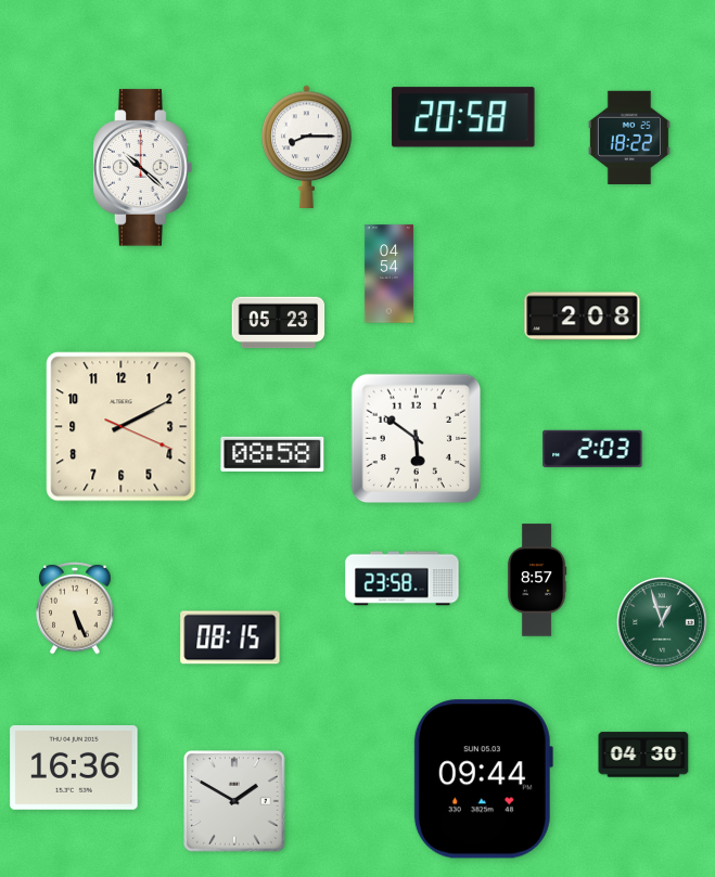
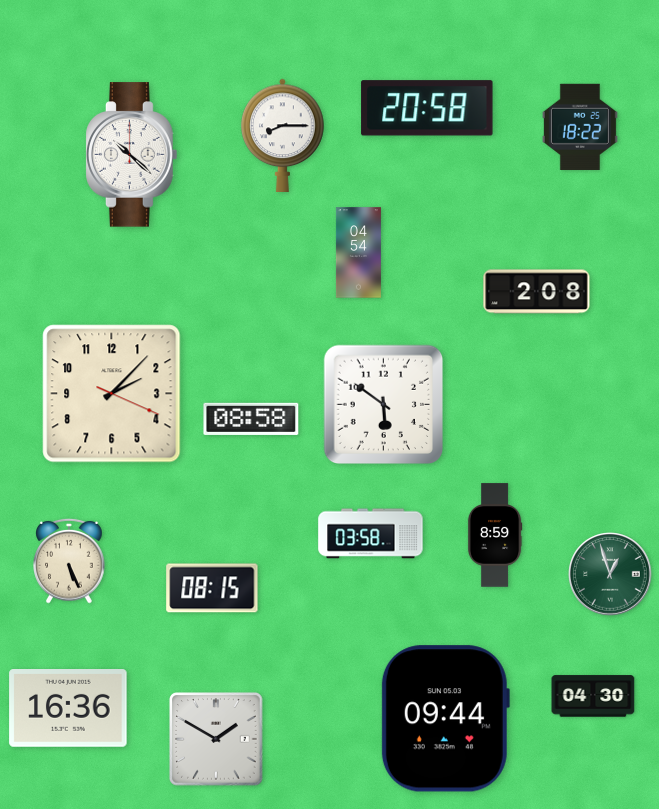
clock at (279, 323): 05:23 -> none
clock at (122, 427): 2:10 -> 2:07
clock at (592, 448): 2:03 -> none
clock at (403, 579): 23:58 -> 03:58
clock at (537, 580): 8:57 -> 8:59
